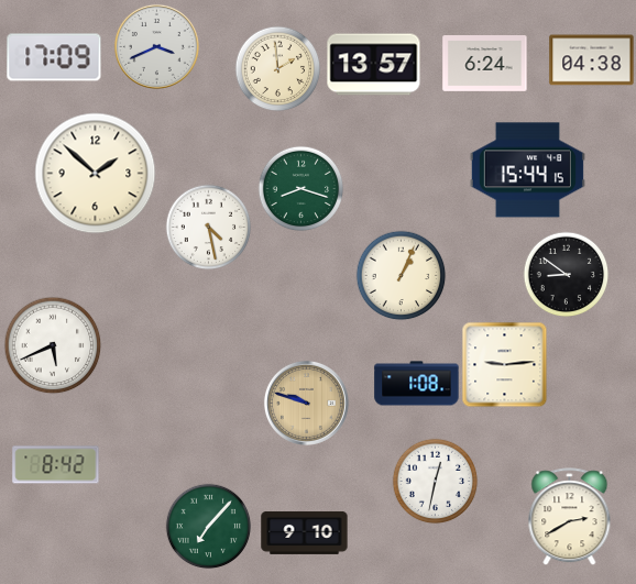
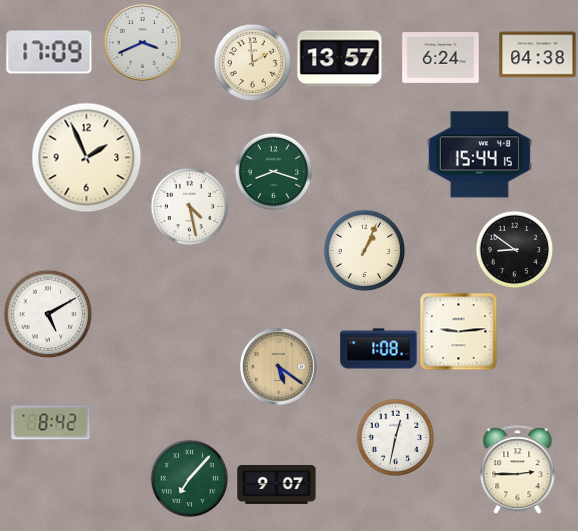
clock at (96, 174): 1:52 -> 1:56
clock at (53, 345): 5:41 -> 5:10
clock at (306, 403): 9:48 -> 5:21
clock at (570, 517): 2:40 -> 2:45
clock at (305, 532): 9:10 -> 9:07
